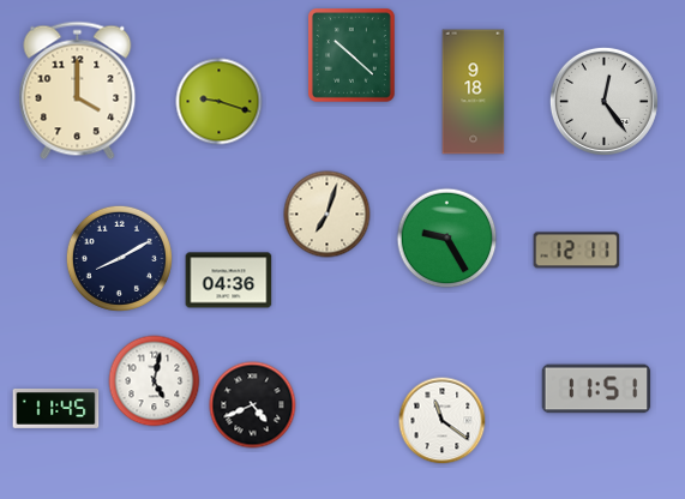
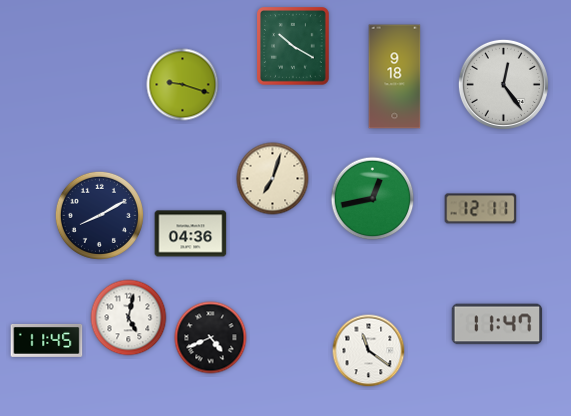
clock at (353, 56): 10:22 -> 10:20
clock at (78, 91): 4:00 -> none
clock at (447, 239): 9:25 -> 12:43
clock at (596, 389): 11:51 -> 11:47
